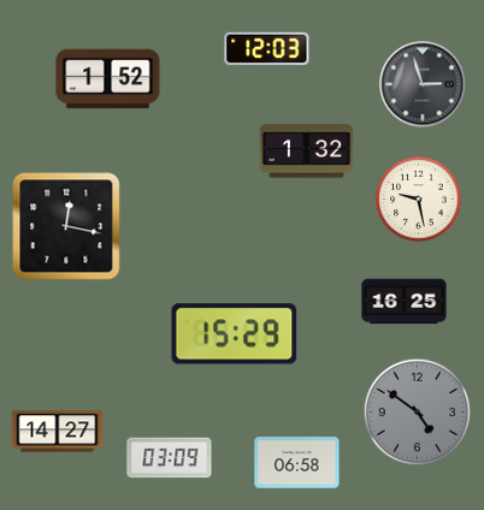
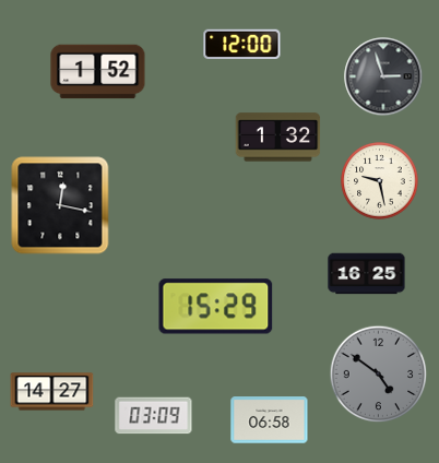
clock at (267, 49): 12:03 -> 12:00
clock at (235, 334) position: (235, 334) -> (216, 307)
